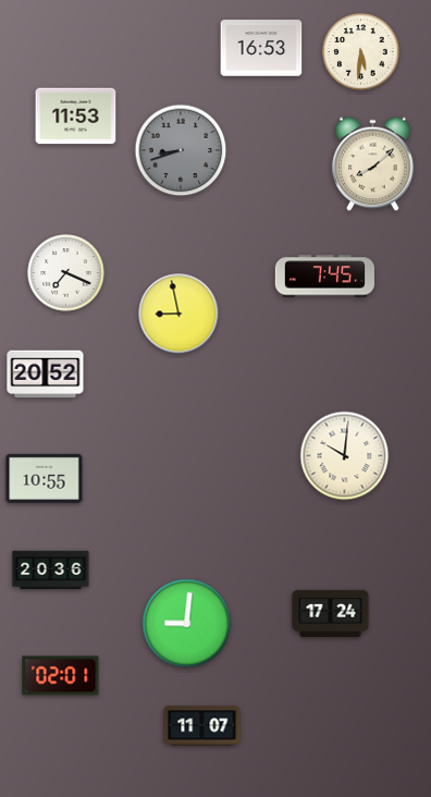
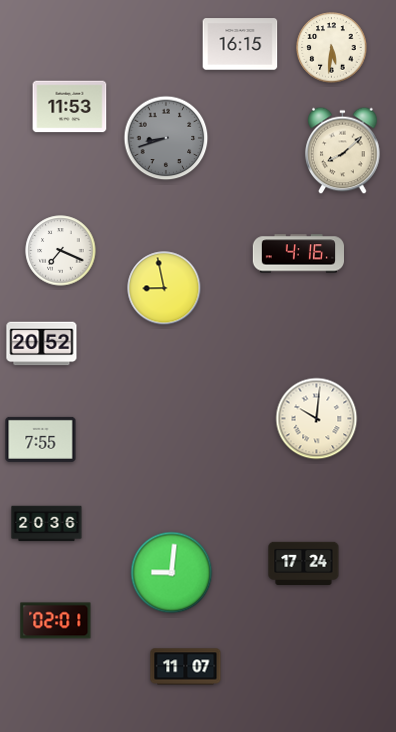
clock at (261, 48): 16:53 -> 16:15
clock at (324, 277): 7:45 -> 4:16
clock at (45, 478): 10:55 -> 7:55
